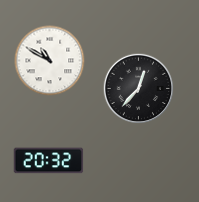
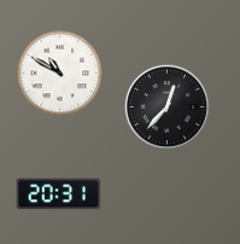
clock at (49, 161): 20:32 -> 20:31
